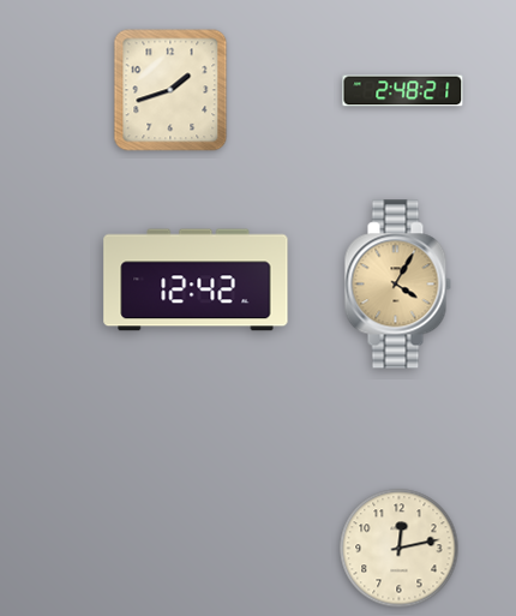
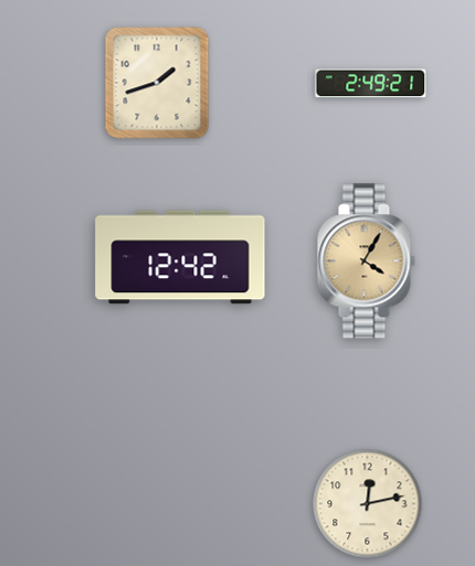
clock at (403, 91): 2:48 -> 2:49
